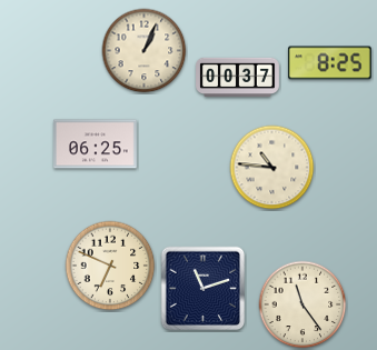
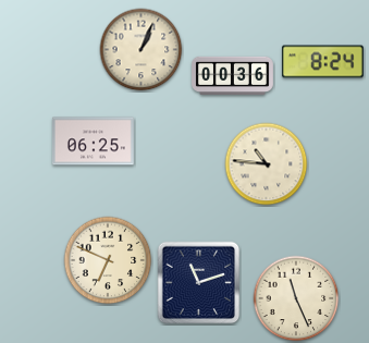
clock at (329, 63): 8:25 -> 8:24
clock at (238, 77): 00:37 -> 00:36
clock at (302, 304): 11:24 -> 11:26
